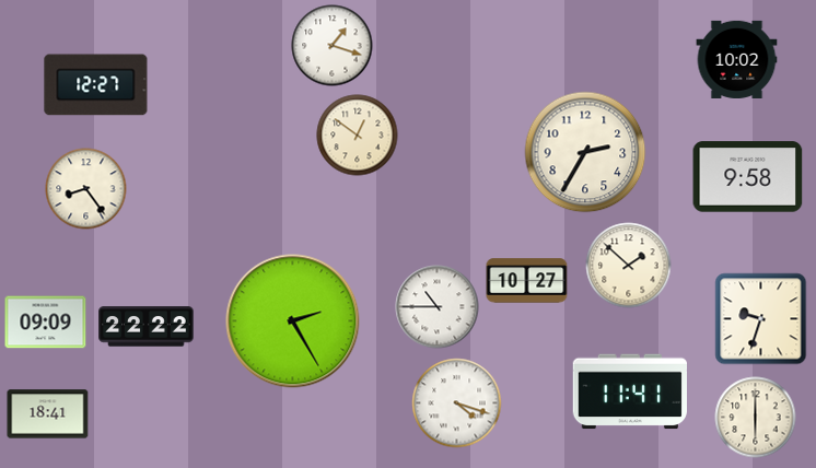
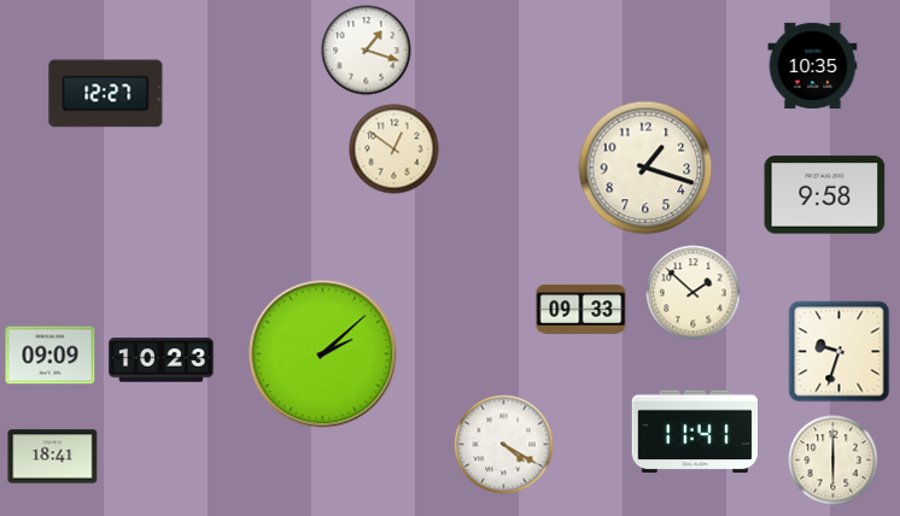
clock at (737, 59): 10:02 -> 10:35
clock at (585, 152): 2:35 -> 1:18
clock at (86, 189): 8:24 -> none
clock at (527, 281): 10:27 -> 09:33
clock at (438, 307): 10:45 -> none
clock at (293, 321): 2:25 -> 2:08
clock at (147, 327): 22:22 -> 10:23
clock at (457, 403): 4:18 -> 4:20
